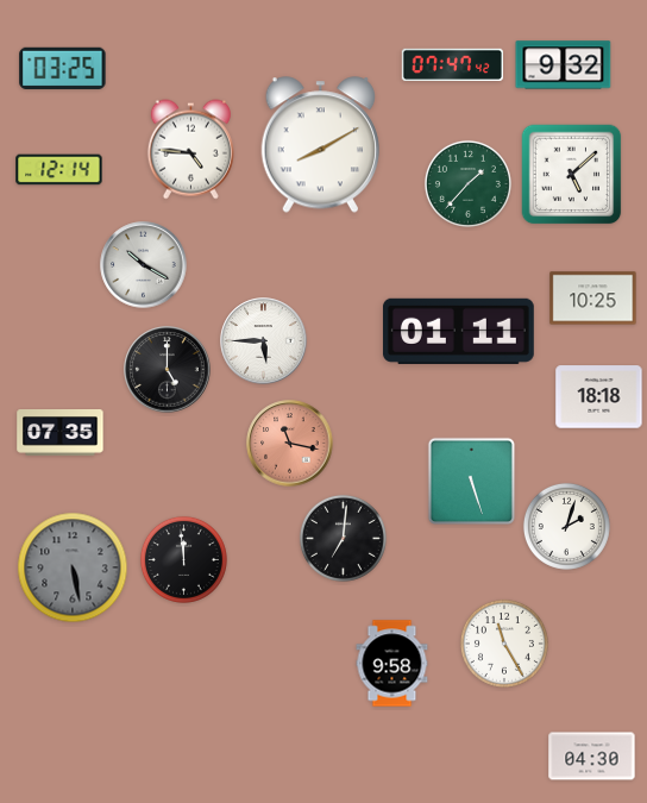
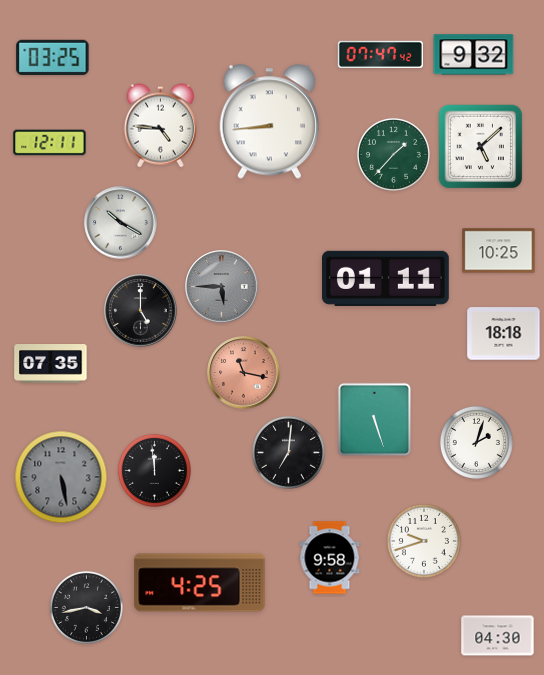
clock at (320, 145): 8:10 -> 8:44
clock at (59, 170): 12:14 -> 12:11
clock at (264, 341) dial: white -> grey
clock at (471, 481) position: (471, 481) -> (374, 419)
clock at (504, 644): 11:25 -> 9:42
clock at (200, 583): none -> 4:25
clock at (86, 607): none -> 3:43
